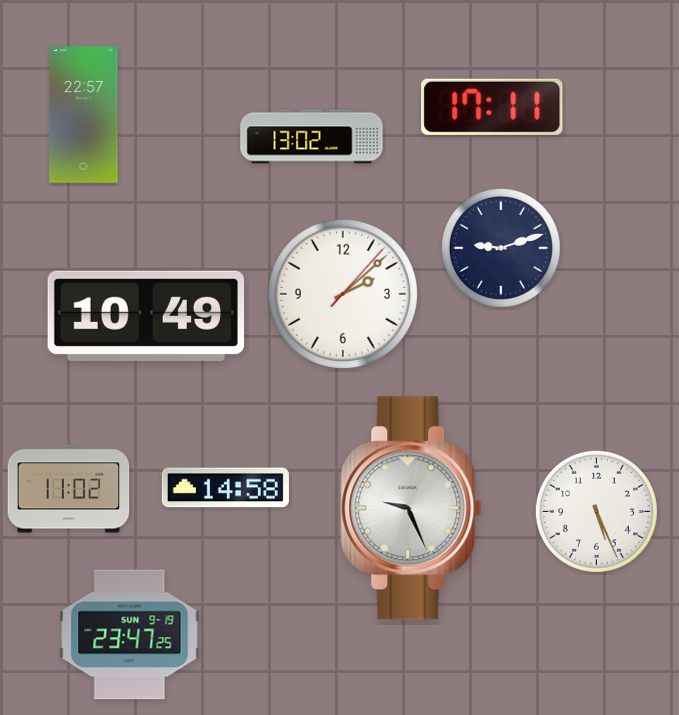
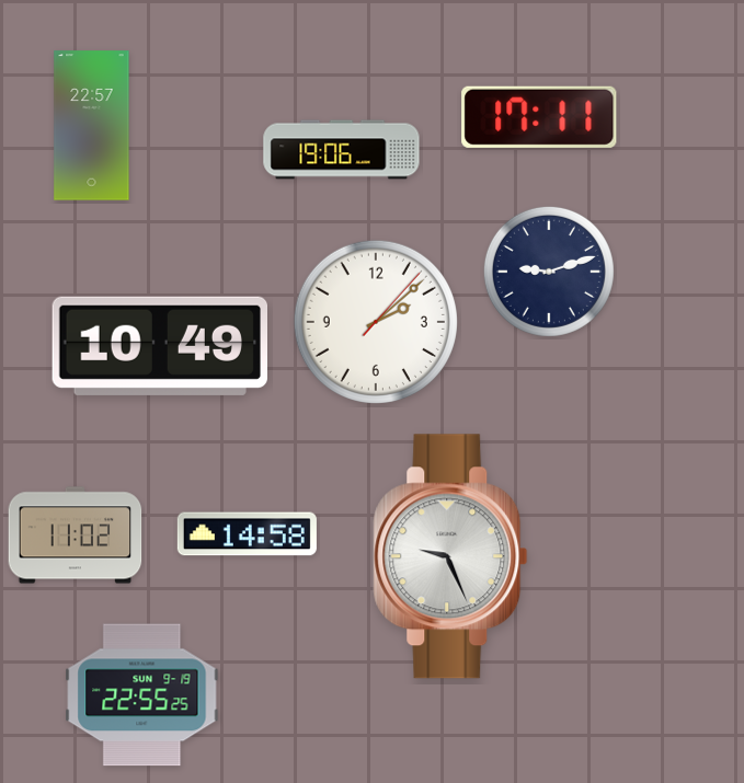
clock at (312, 137): 13:02 -> 19:06
clock at (596, 511): 5:26 -> none
clock at (130, 635): 23:47 -> 22:55
